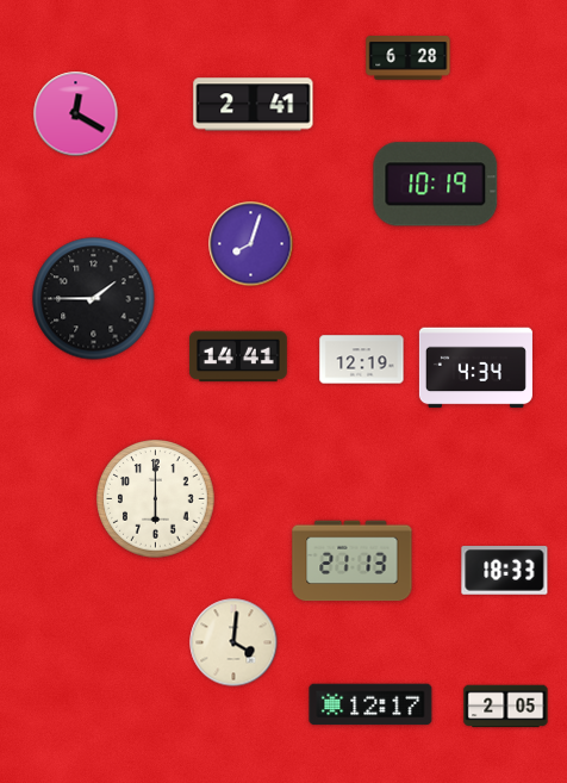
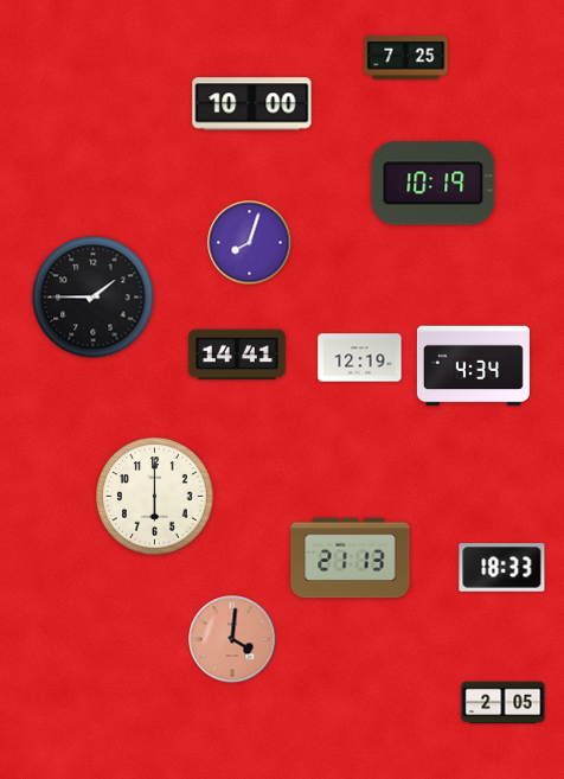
clock at (409, 58): 6:28 -> 7:25
clock at (254, 105): 2:41 -> 10:00
clock at (76, 114): 12:20 -> none
clock at (233, 642) dial: cream -> salmon
clock at (370, 704): 12:17 -> none
